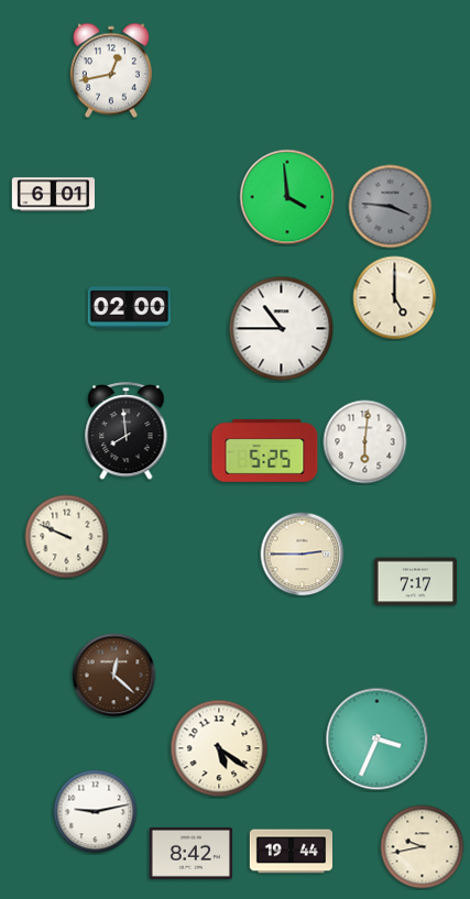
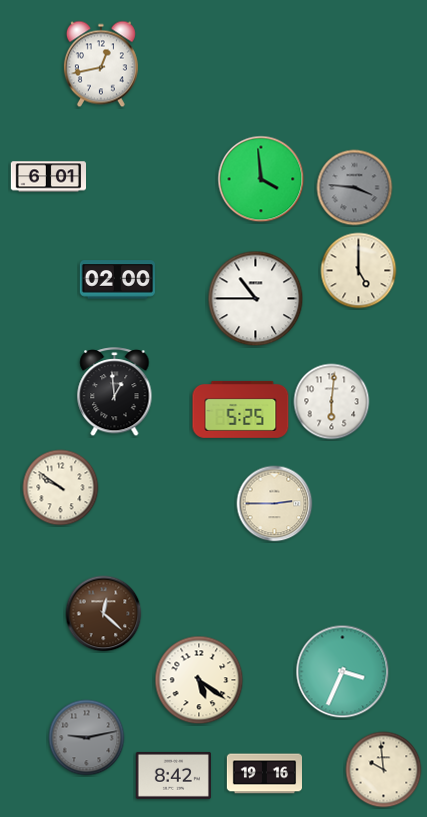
clock at (127, 432): 7:59 -> 12:59
clock at (67, 537): 9:49 -> 9:51
clock at (415, 582): 7:17 -> none
clock at (96, 812) dial: white -> grey
clock at (423, 847): 9:43 -> 9:59
clock at (292, 852): 19:44 -> 19:16
